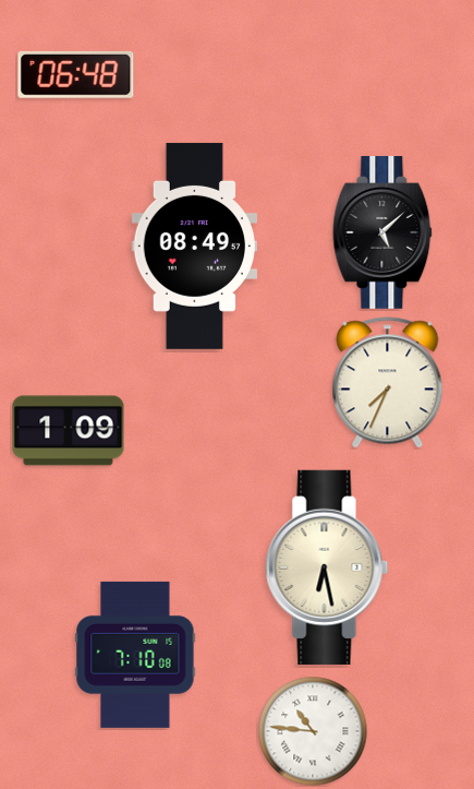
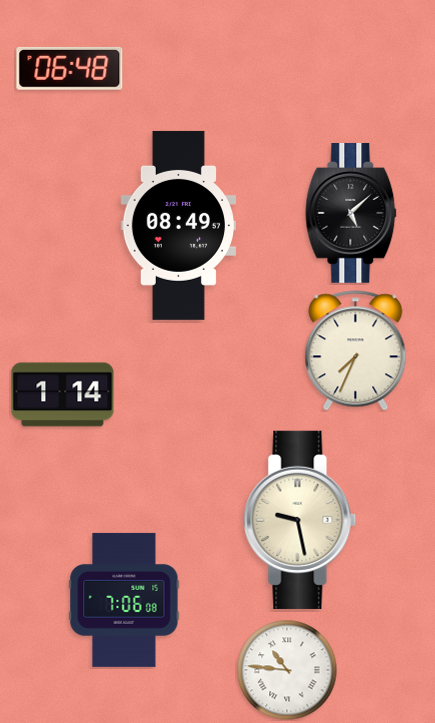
clock at (69, 431): 1:09 -> 1:14
clock at (327, 567): 6:28 -> 9:28
clock at (135, 655): 7:10 -> 7:06
